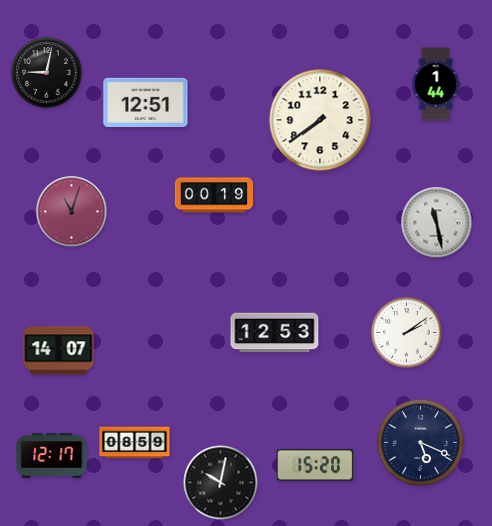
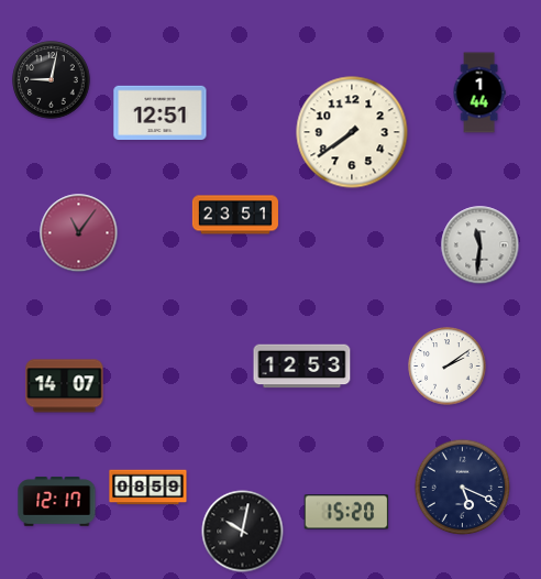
clock at (214, 195): 00:19 -> 23:51
clock at (72, 212): 11:03 -> 11:06
clock at (437, 223): 11:28 -> 11:31
